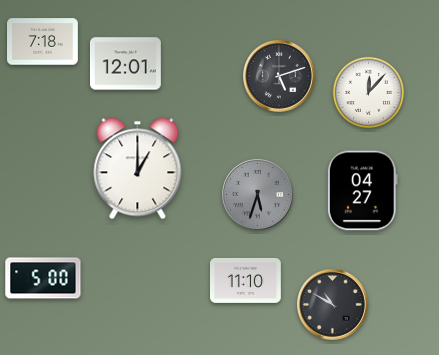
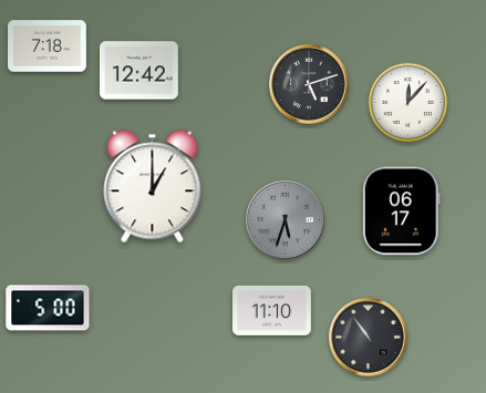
clock at (126, 64): 12:01 -> 12:42
clock at (362, 191): 04:27 -> 06:17
clock at (258, 195) position: (258, 195) -> (286, 220)
clock at (333, 305): 10:50 -> 10:54
